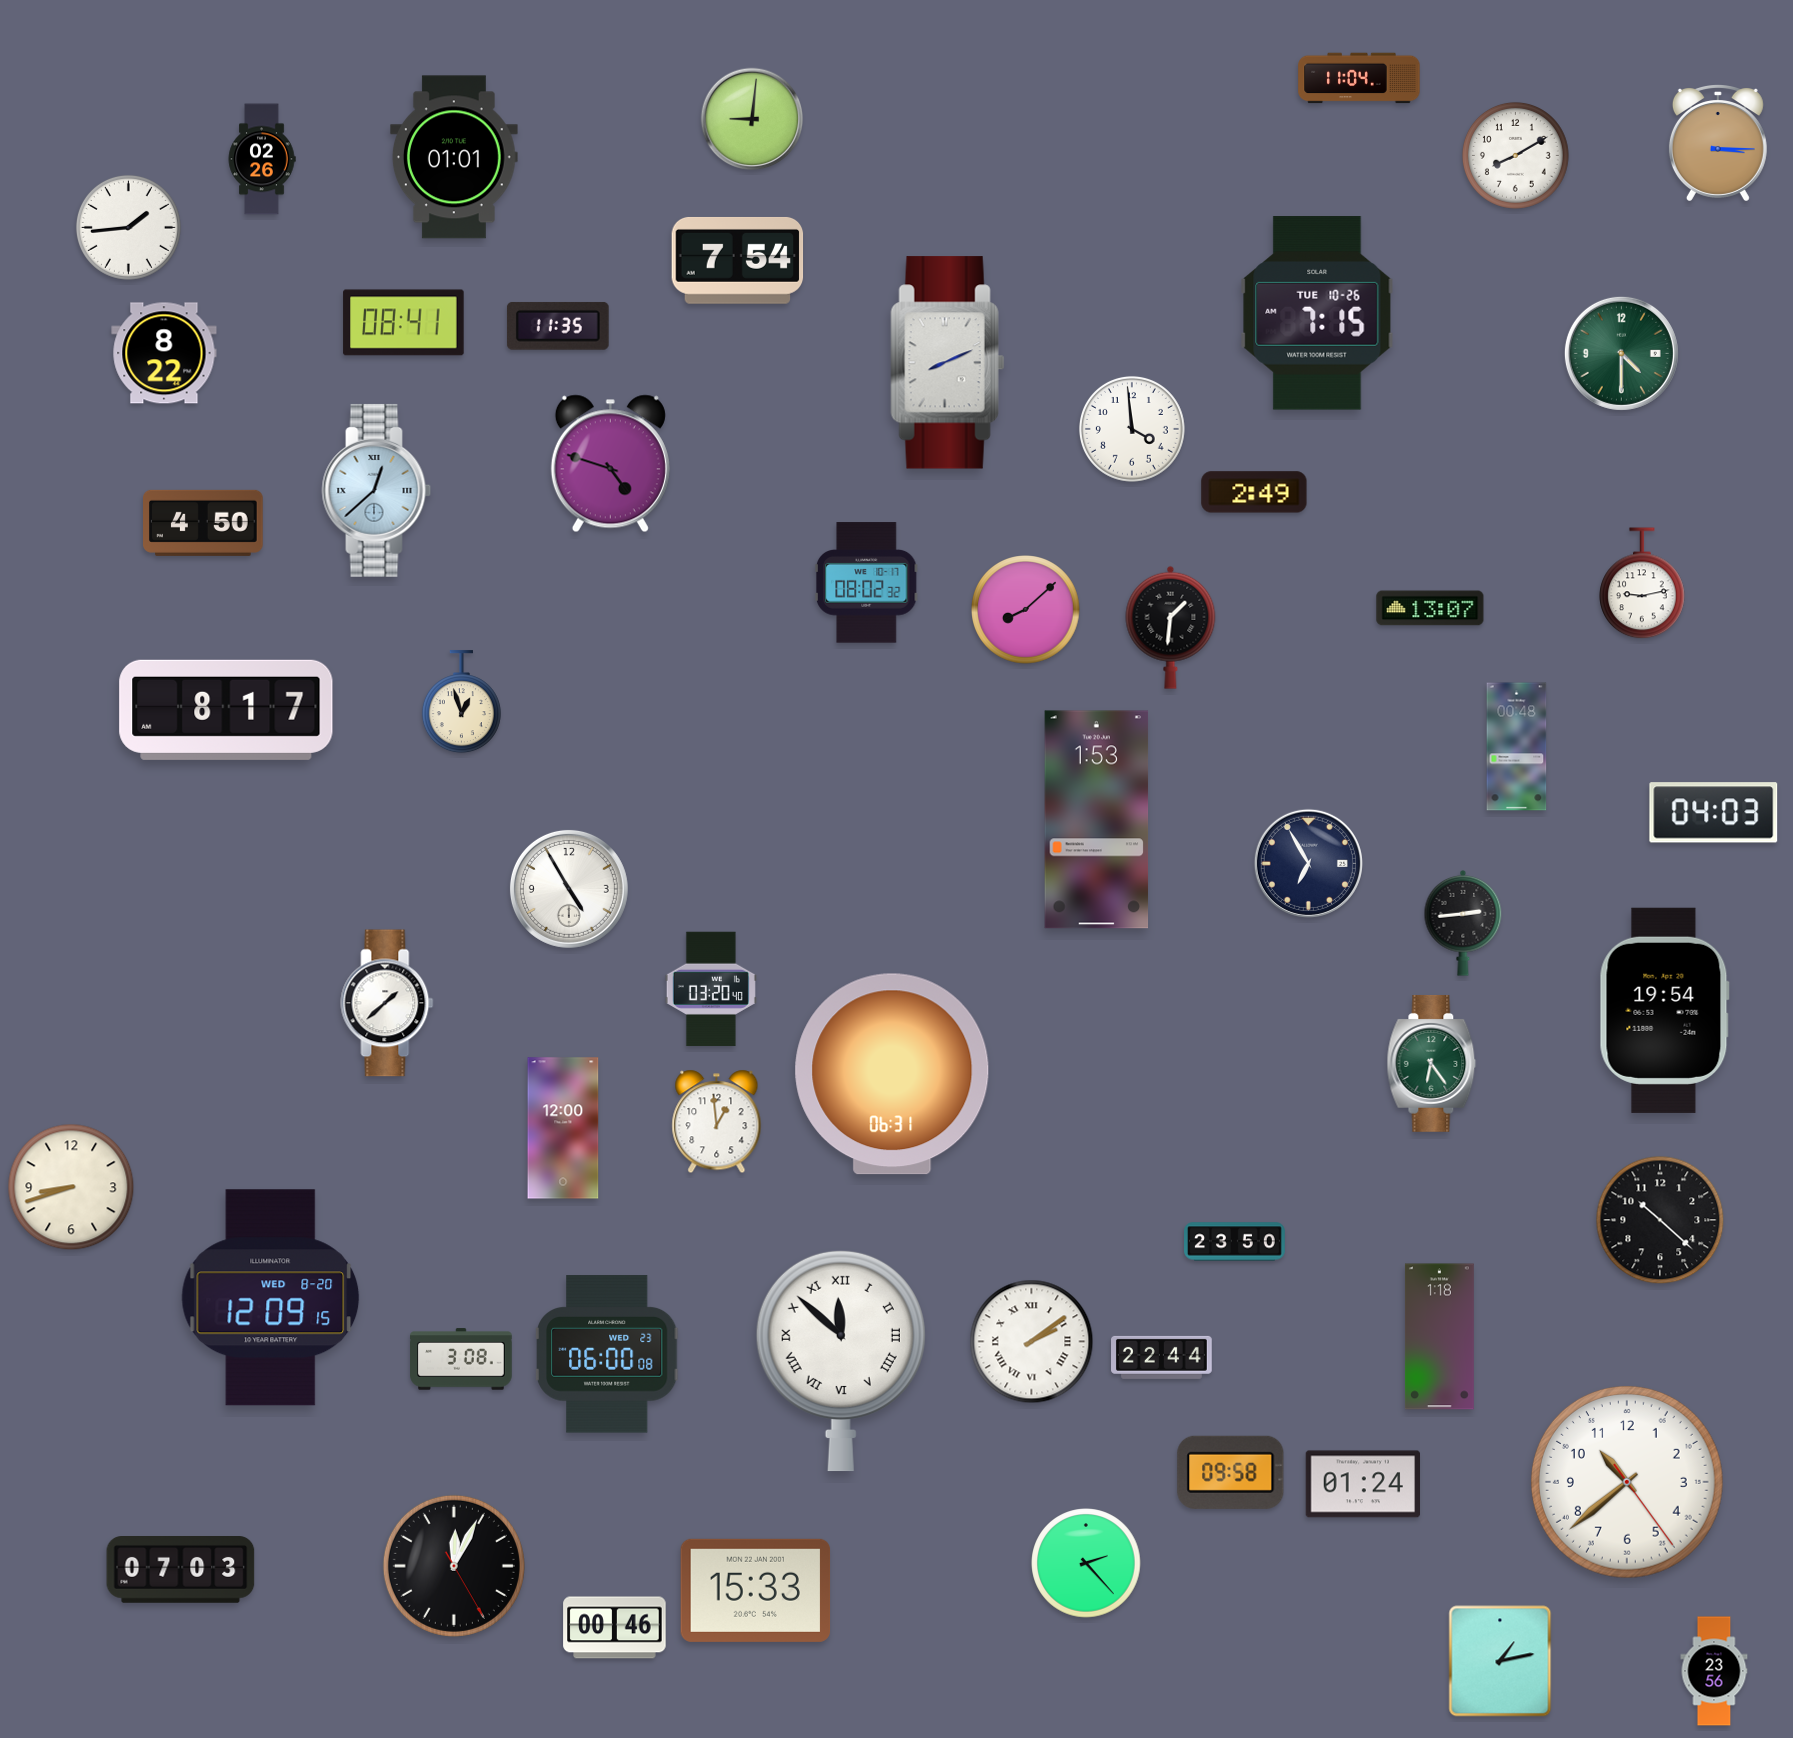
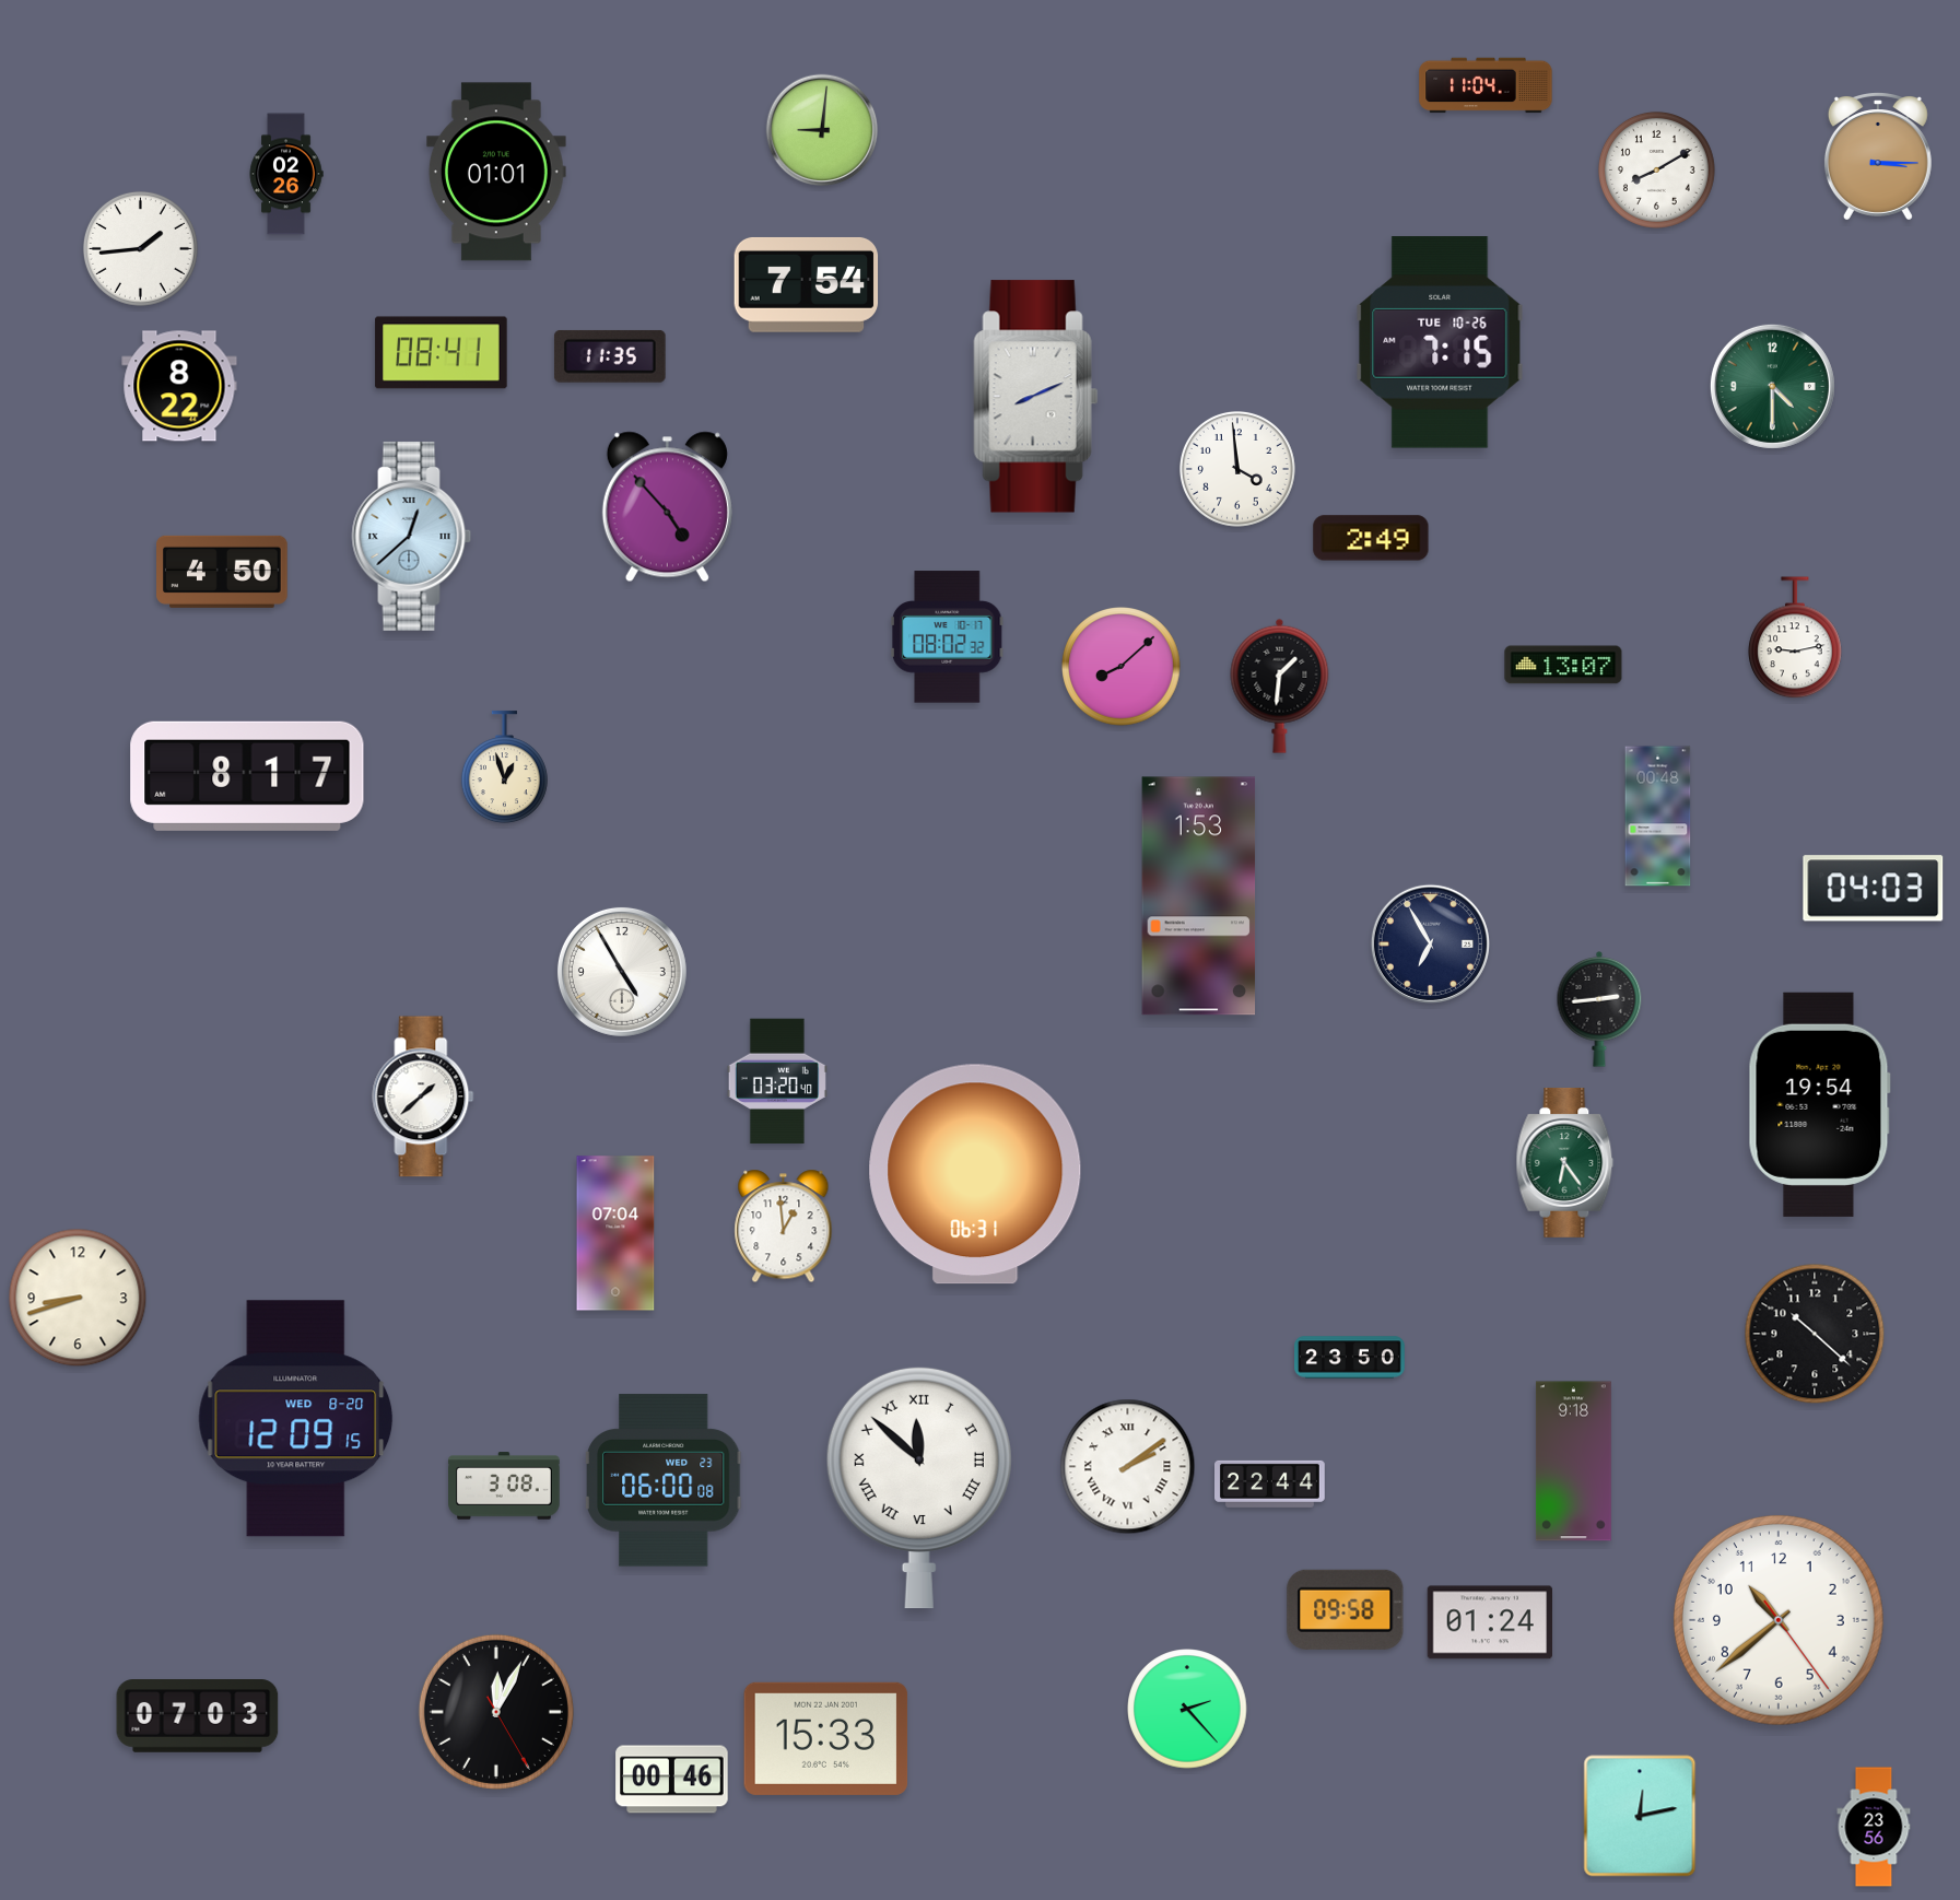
clock at (610, 464): 4:48 -> 4:53
clock at (563, 1128): 12:00 -> 07:04
clock at (1439, 1337): 1:18 -> 9:18
clock at (1500, 1661): 1:13 -> 12:13
